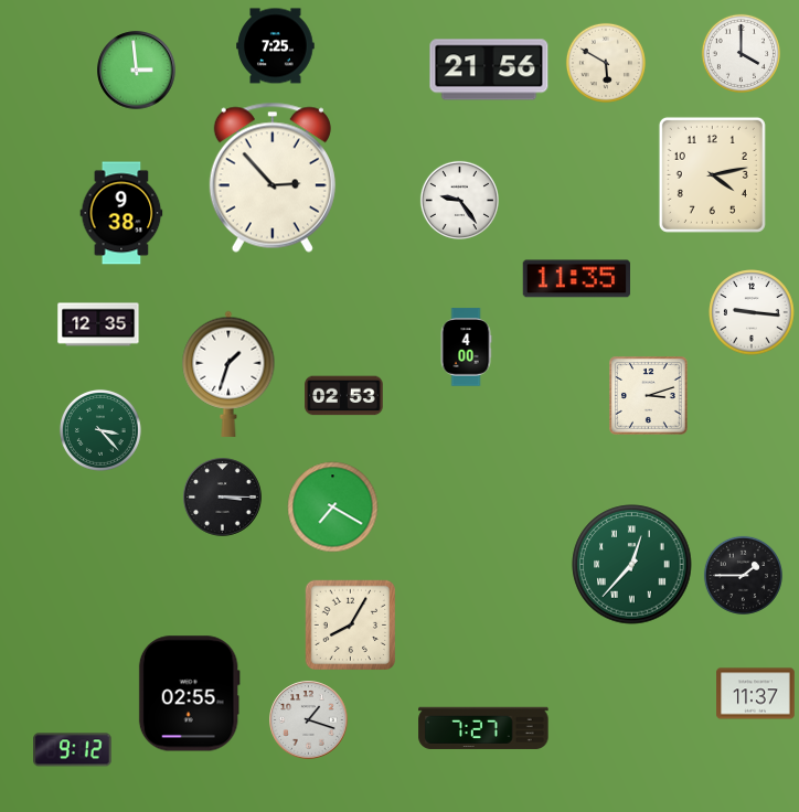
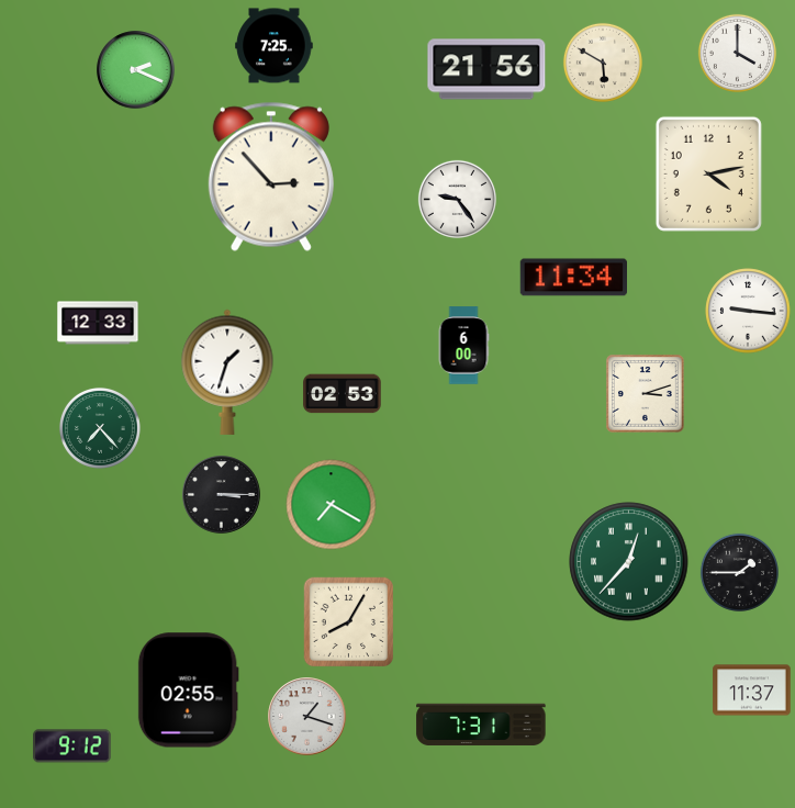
clock at (137, 71): 2:59 -> 2:19
clock at (121, 213): 9:38 -> none
clock at (576, 279): 11:35 -> 11:34
clock at (98, 324): 12:35 -> 12:33
clock at (466, 348): 4:00 -> 6:00
clock at (100, 430): 3:23 -> 7:23
clock at (483, 727): 7:27 -> 7:31
